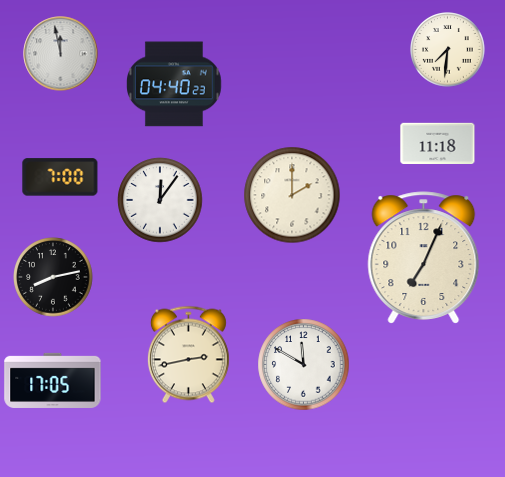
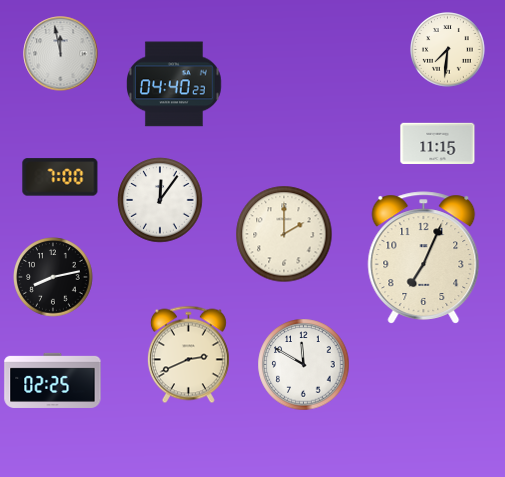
clock at (438, 143): 11:18 -> 11:15
clock at (292, 195) position: (292, 195) -> (284, 234)
clock at (188, 355): 2:43 -> 2:41
clock at (53, 380): 17:05 -> 02:25
